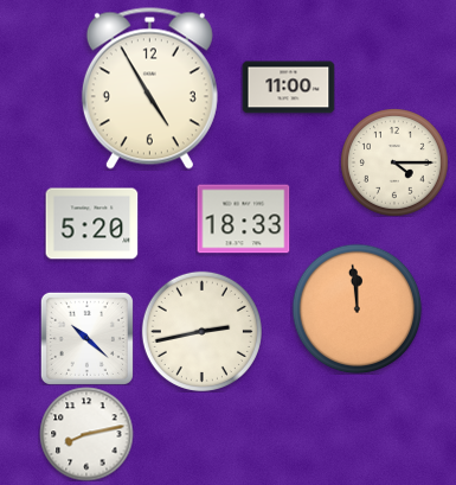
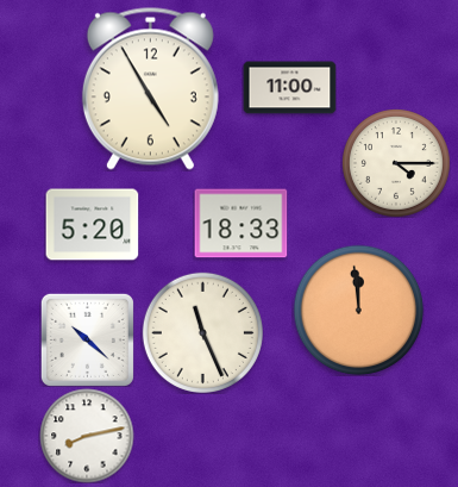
clock at (243, 219) position: (243, 219) -> (240, 224)
clock at (201, 331): 2:43 -> 11:26
